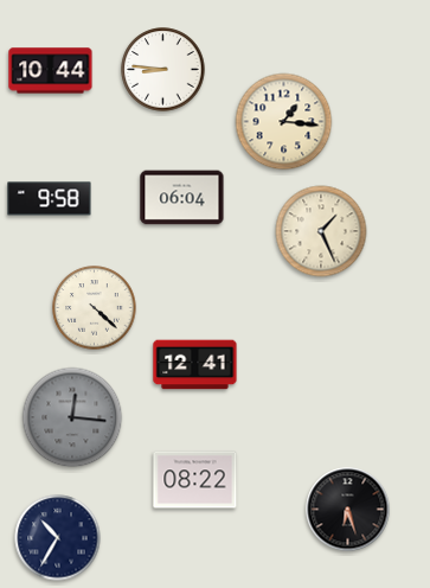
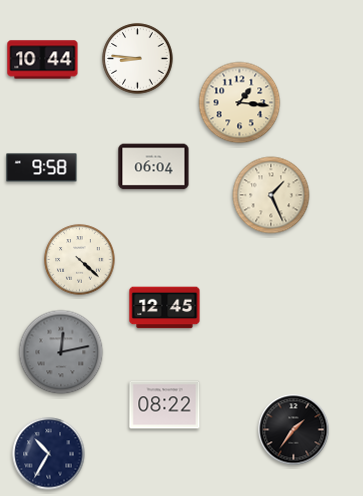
clock at (195, 365): 12:41 -> 12:45
clock at (72, 417): 12:16 -> 12:13
clock at (348, 510): 6:27 -> 1:36
